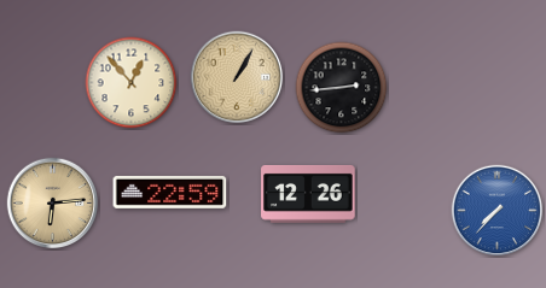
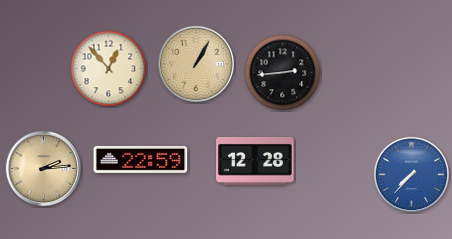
clock at (308, 194): 12:26 -> 12:28
clock at (53, 204): 6:14 -> 2:14
